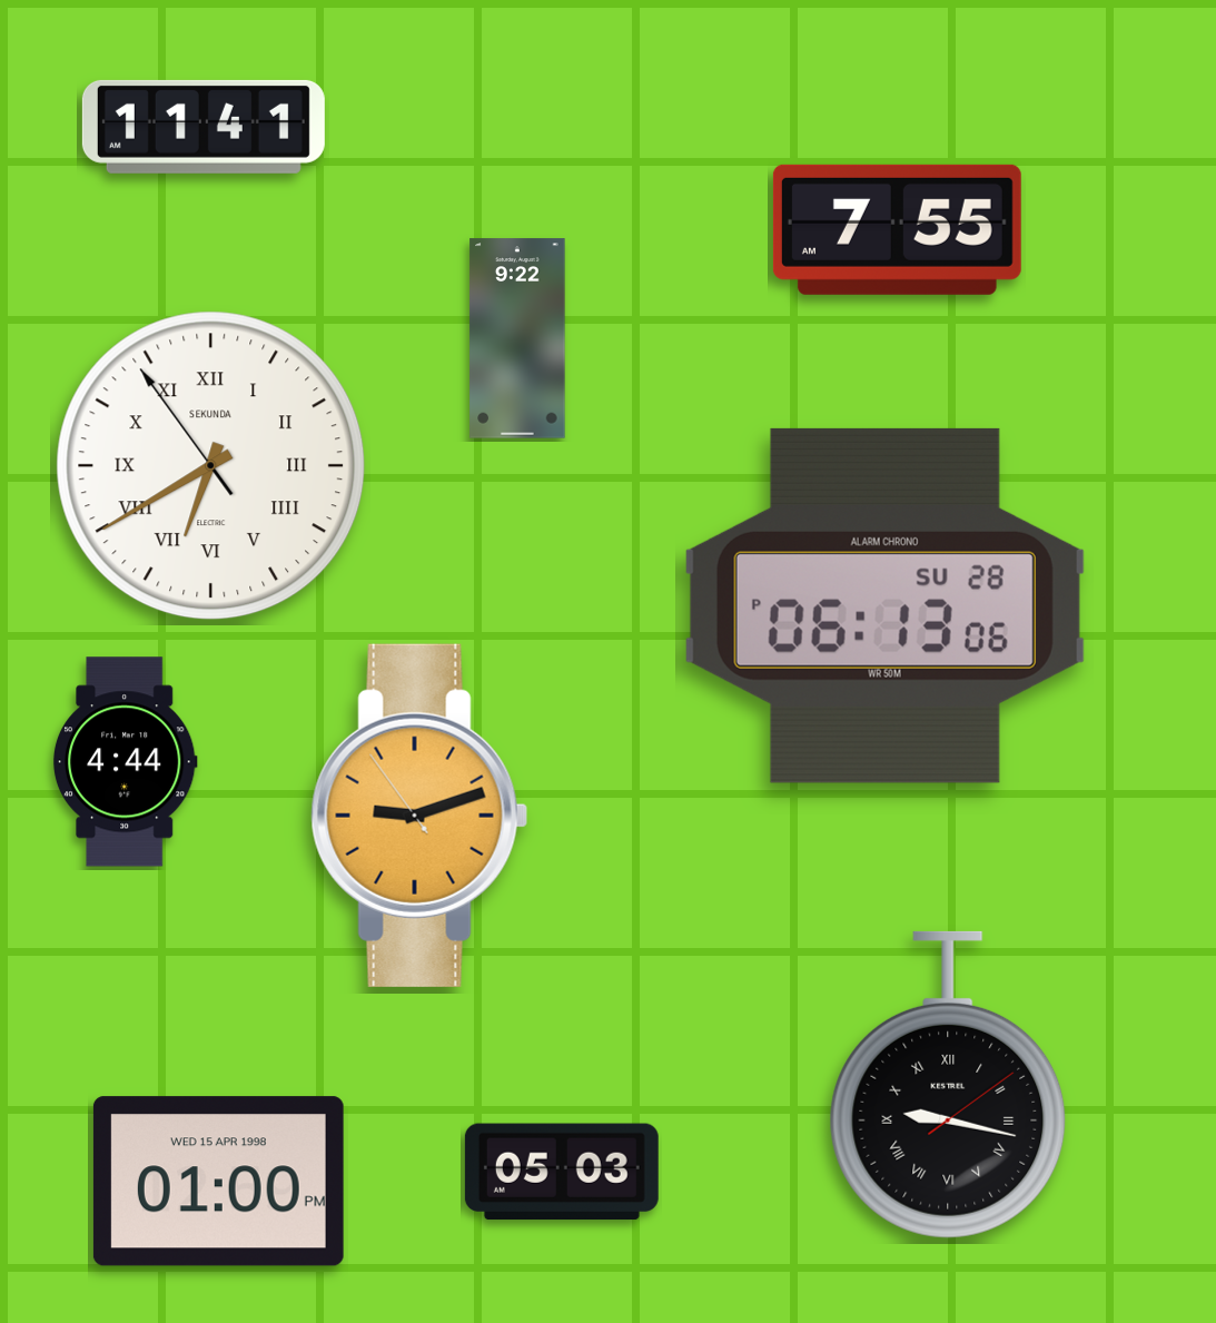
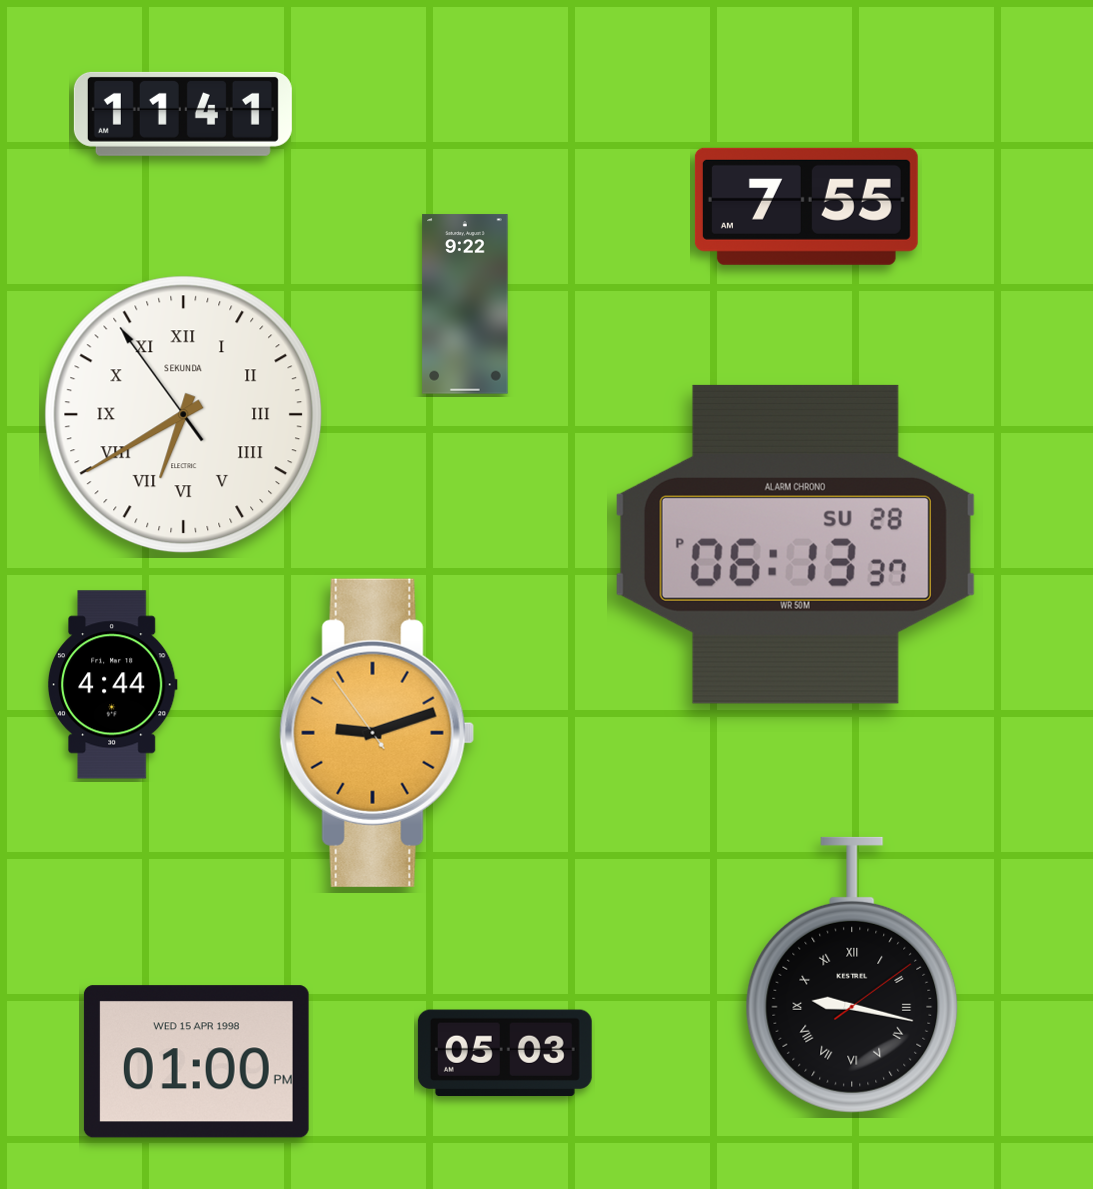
clock at (211, 466) position: (211, 466) -> (184, 415)
clock at (884, 605): 06:13:06 PM -> 06:13:37 PM
